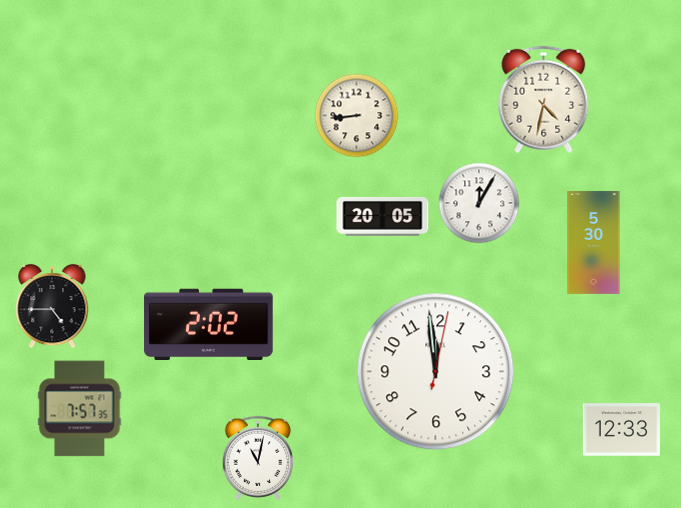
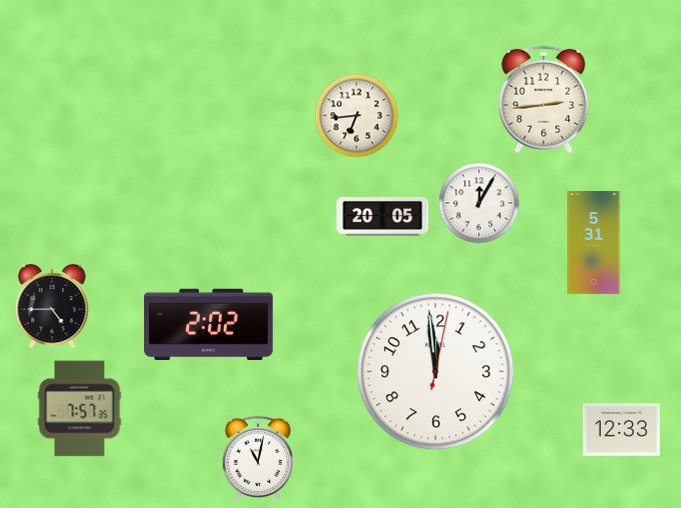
clock at (544, 100): 4:32 -> 2:44
clock at (357, 116): 8:44 -> 6:44
clock at (594, 242): 5:30 -> 5:31
